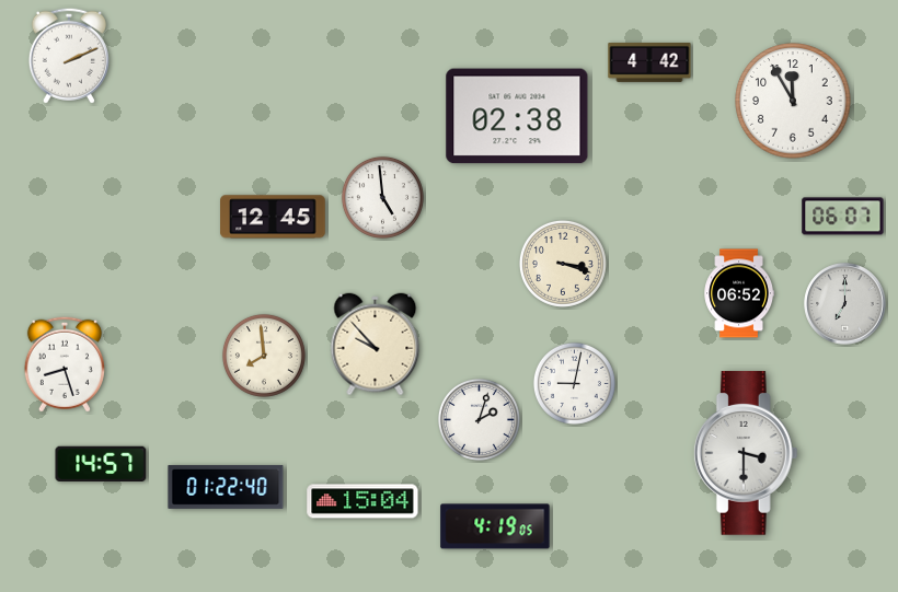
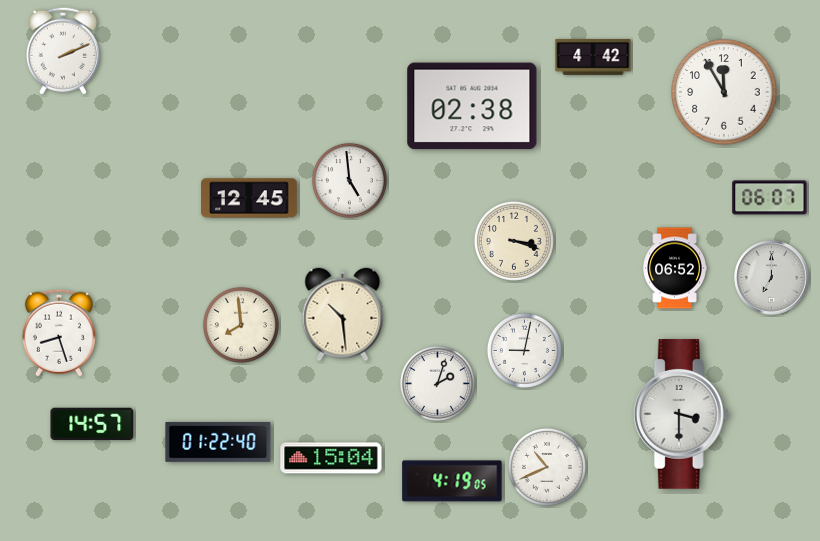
clock at (376, 345): 9:53 -> 10:29
clock at (226, 487) position: (226, 487) -> (218, 442)
clock at (547, 467): none -> 10:41
